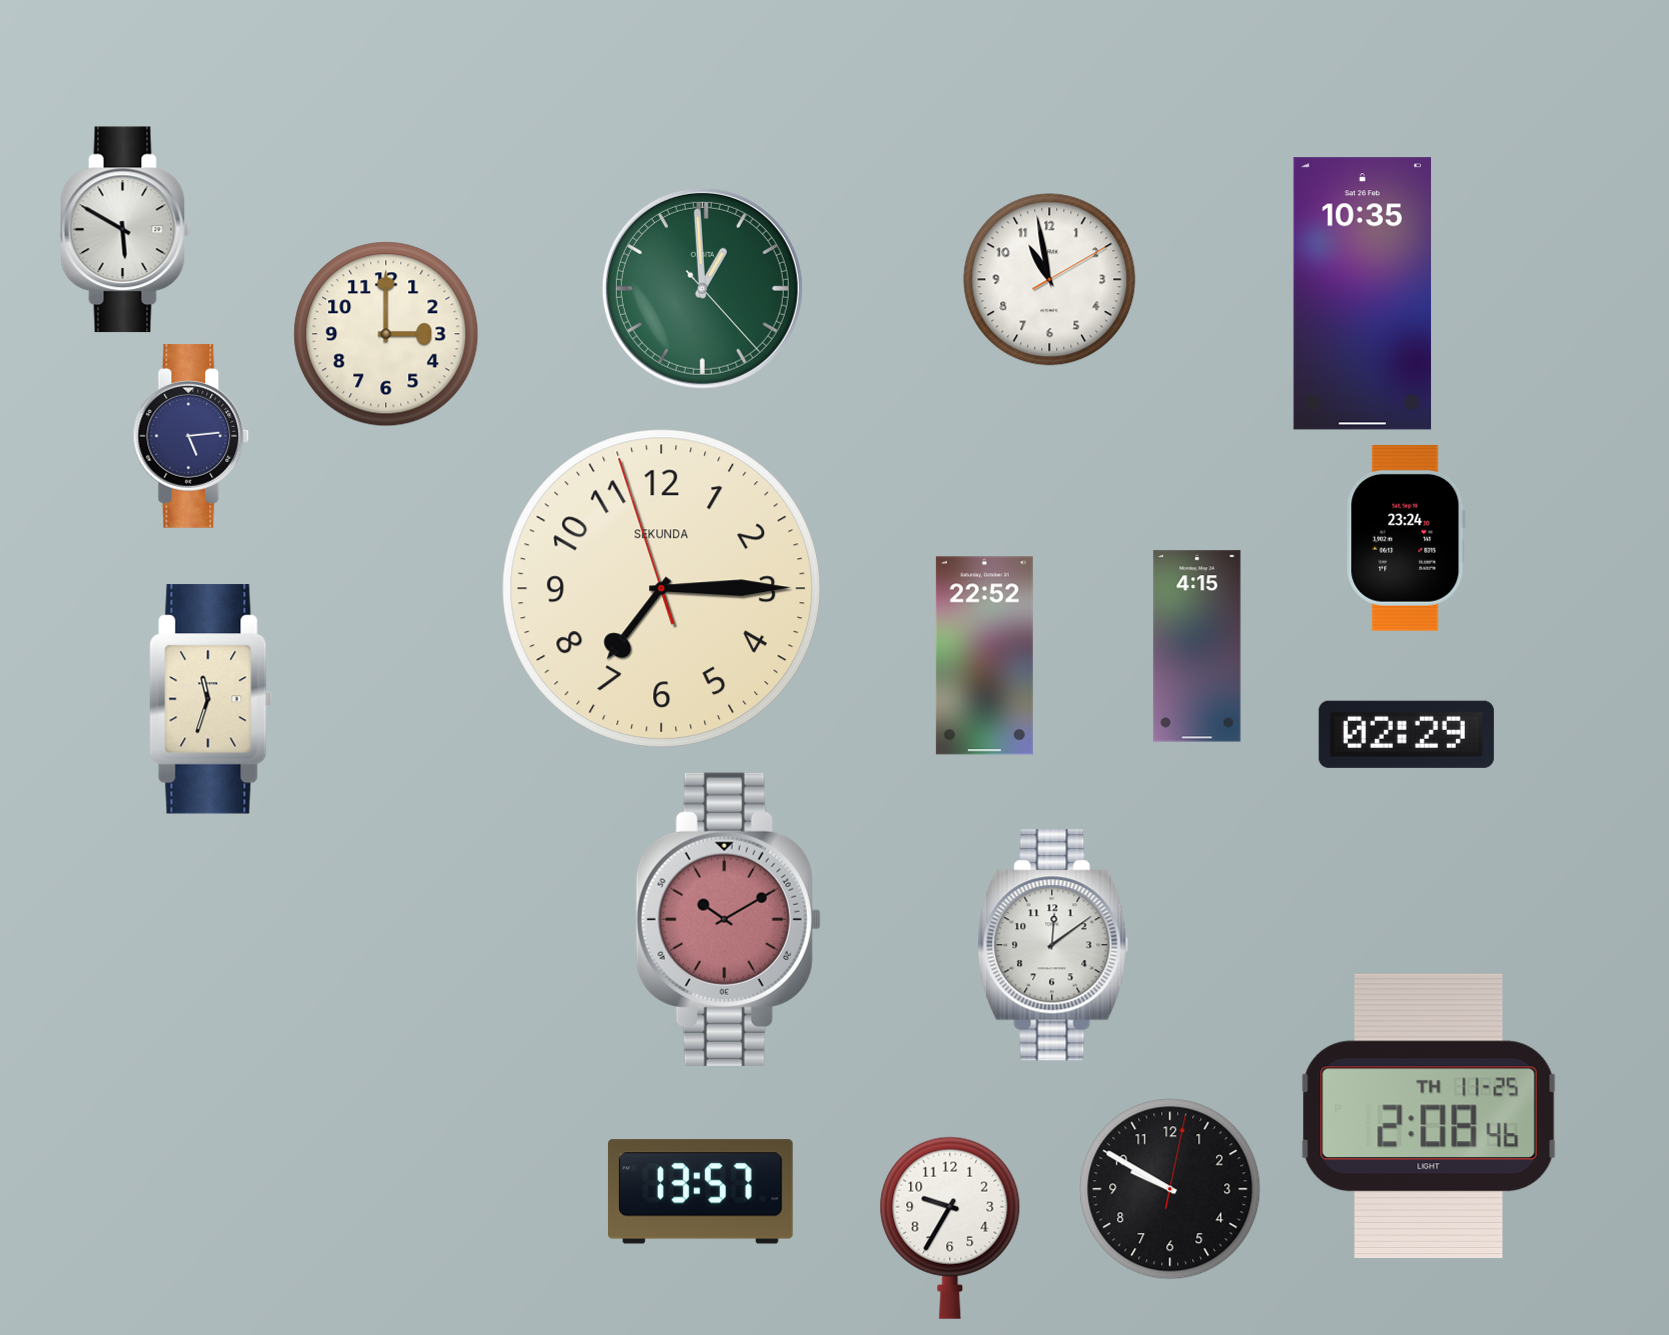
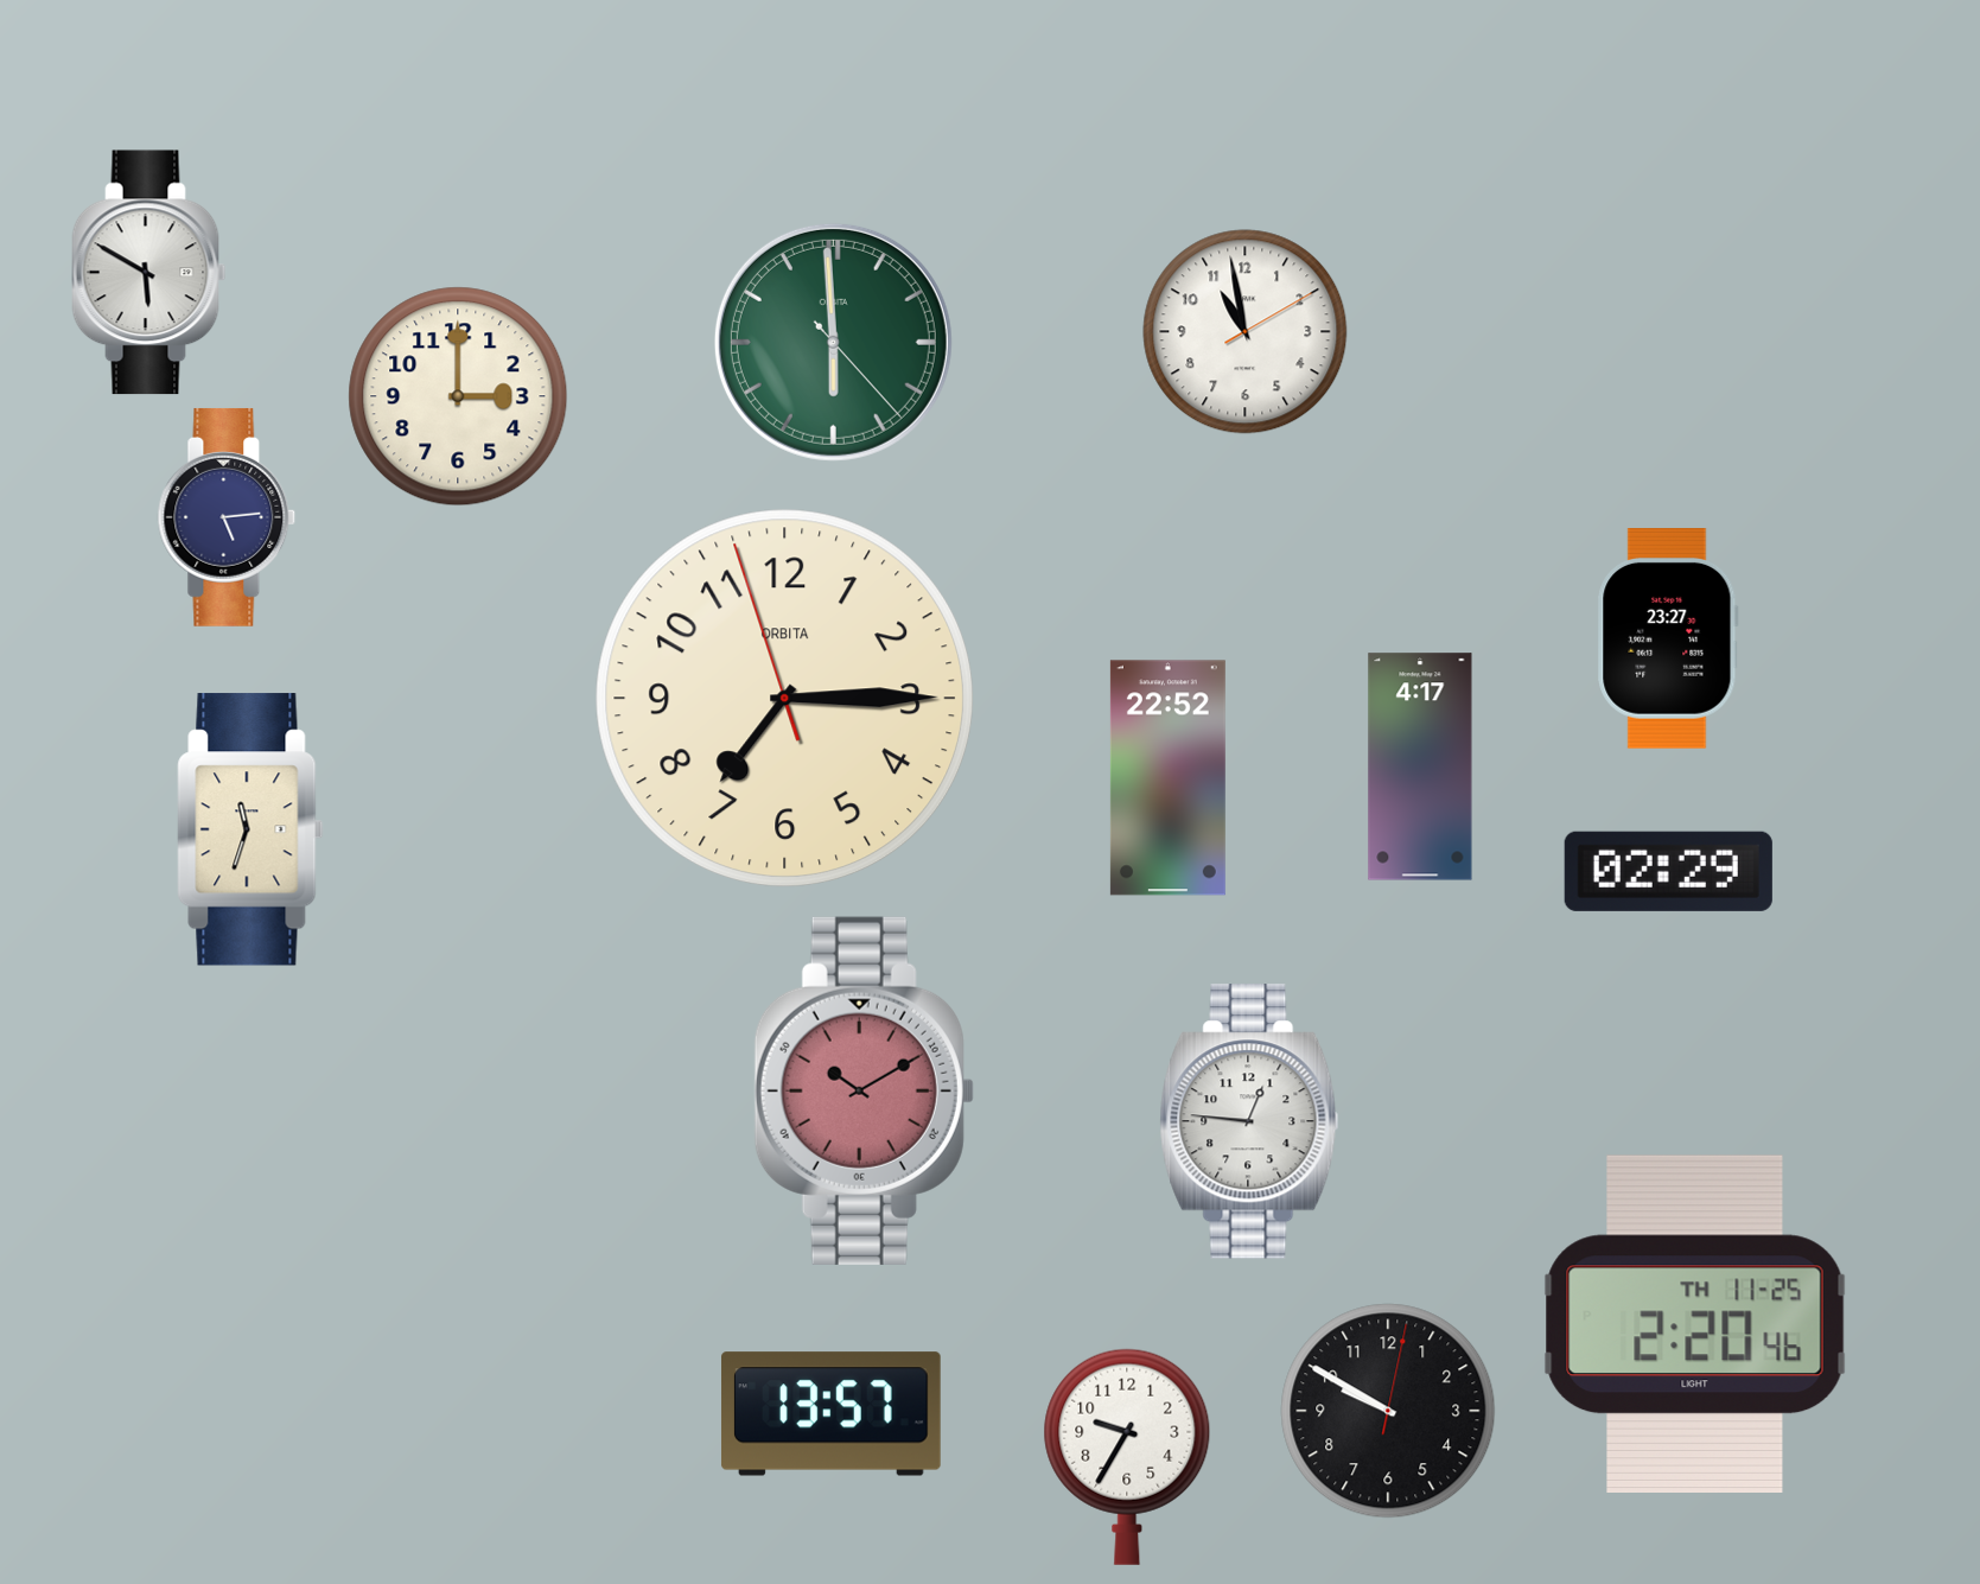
clock at (702, 288): 12:59 -> 5:59
clock at (1363, 294): 10:35 -> none
clock at (1406, 539): 23:24 -> 23:27
clock at (662, 589) brand: SEKUNDA -> ORBITA
clock at (1197, 646): 4:15 -> 4:17
clock at (1053, 945): 12:09 -> 12:46
clock at (1429, 1115): 2:08 -> 2:20
